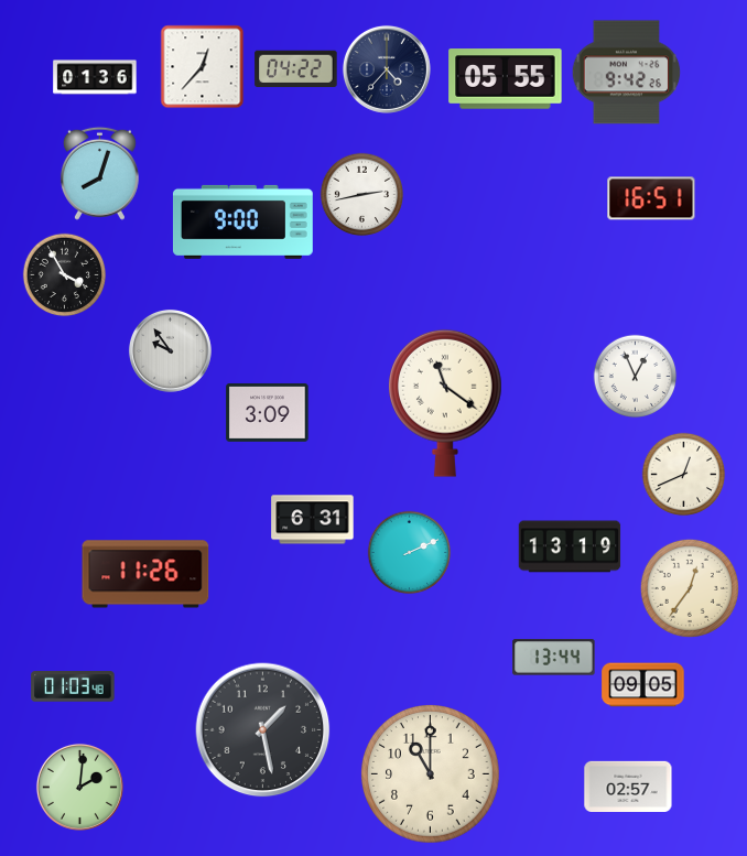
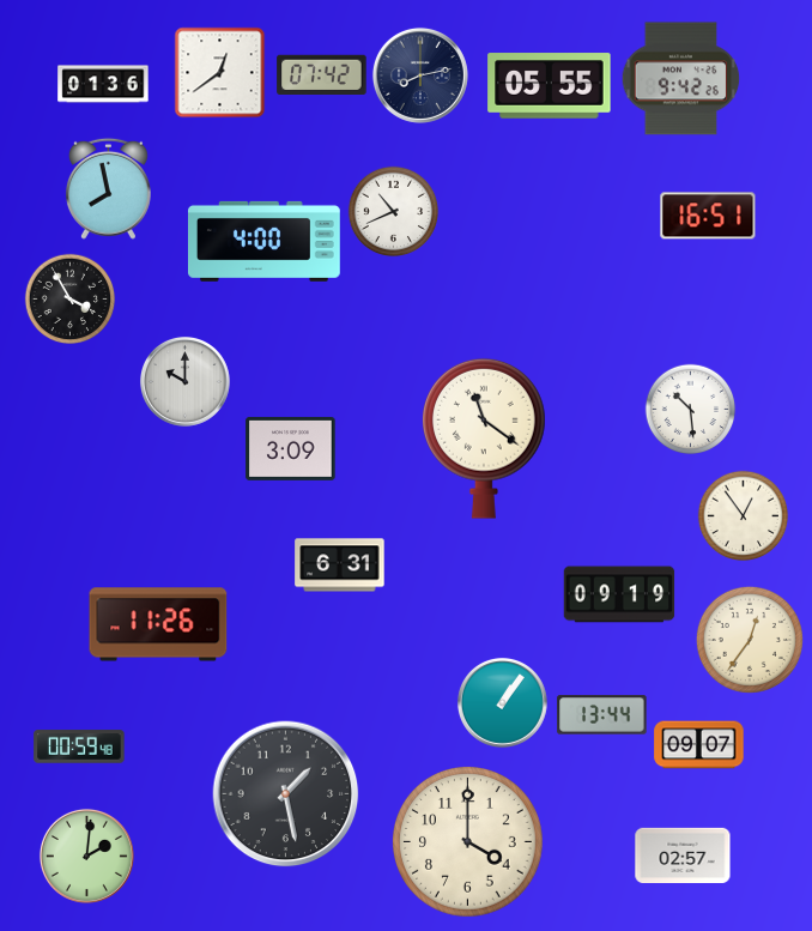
clock at (203, 67): 12:37 -> 12:39
clock at (296, 68): 04:22 -> 07:42
clock at (387, 69): 4:37 -> 8:13
clock at (99, 173): 8:03 -> 7:58
clock at (362, 195): 2:43 -> 10:41
clock at (242, 221): 9:00 -> 4:00
clock at (170, 350): 9:54 -> 10:00
clock at (636, 377): 12:56 -> 10:29
clock at (684, 475): 12:41 -> 12:54
clock at (570, 546): 13:19 -> 09:19
clock at (410, 553): 2:11 -> none
clock at (502, 702): none -> 1:06
clock at (643, 685): 09:05 -> 09:07
clock at (73, 686): 01:03 -> 00:59
clock at (431, 774): 11:00 -> 4:00
